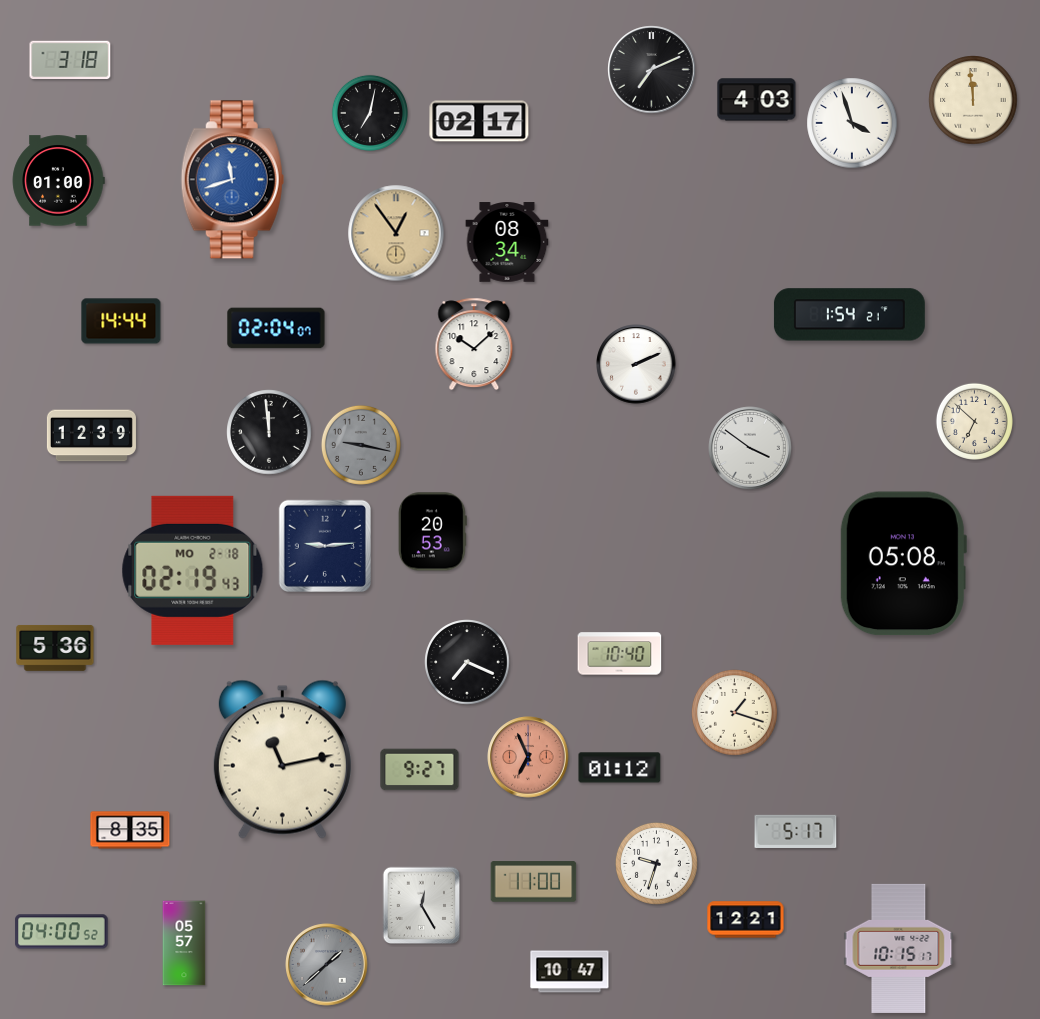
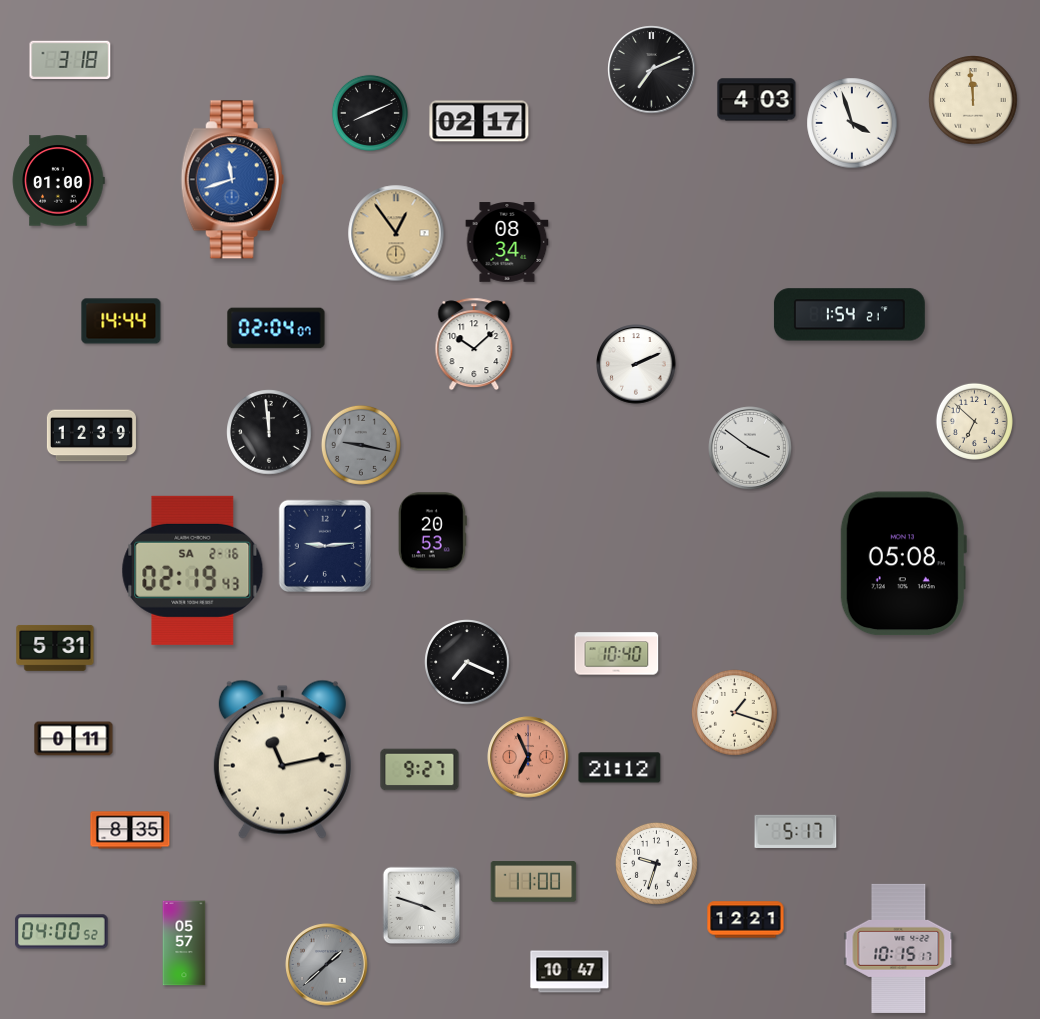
clock at (370, 113): 7:02 -> 8:11
clock at (193, 570) date: MO 2-18 -> SA 2-16
clock at (55, 648): 5:36 -> 5:31
clock at (620, 654) position: (620, 654) -> (617, 654)
clock at (74, 739): none -> 0:11
clock at (620, 768): 01:12 -> 21:12
clock at (422, 906): 12:25 -> 3:48
